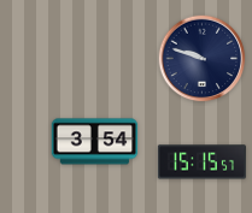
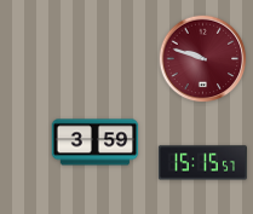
clock at (203, 59) dial: navy -> burgundy
clock at (95, 142): 3:54 -> 3:59
